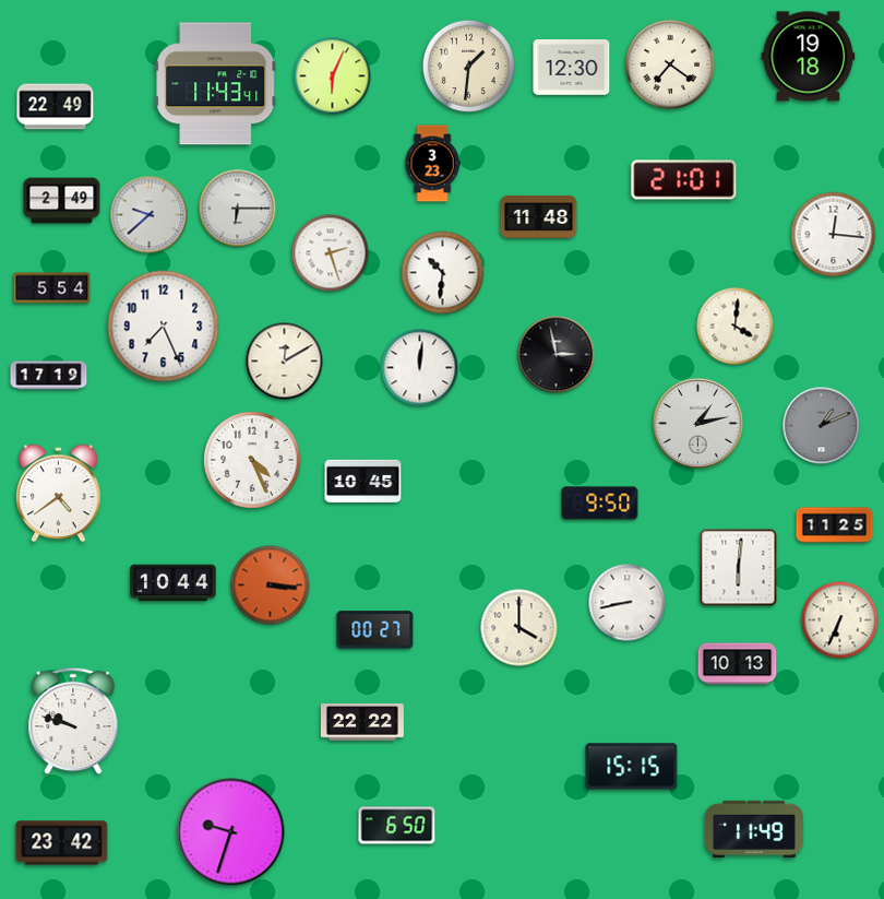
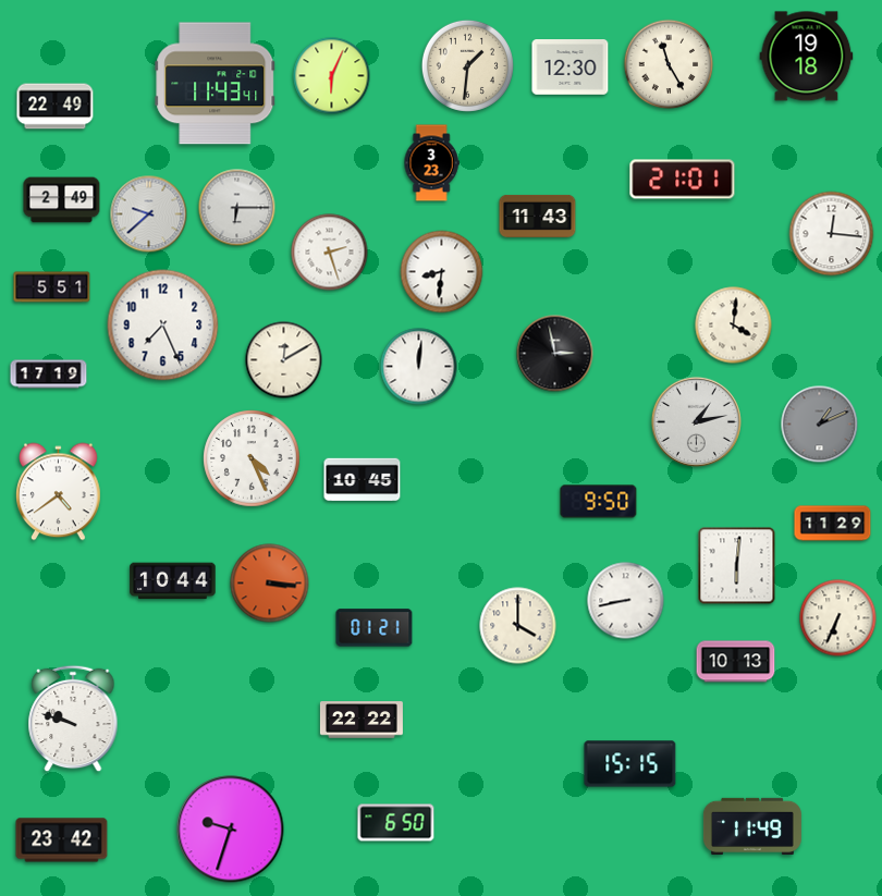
clock at (670, 64): 7:21 -> 11:25
clock at (539, 216): 11:48 -> 11:43
clock at (443, 273): 10:31 -> 8:31
clock at (52, 288): 5:54 -> 5:51
clock at (835, 525): 11:25 -> 11:29
clock at (375, 630): 00:27 -> 01:21
